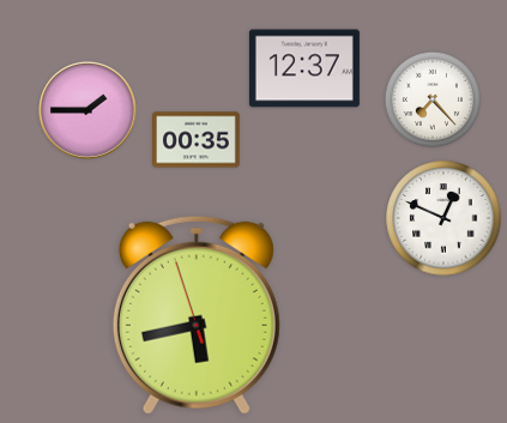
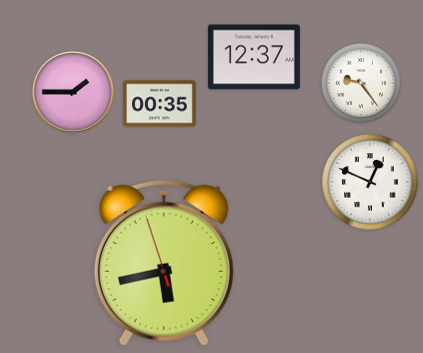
clock at (433, 99): 7:23 -> 9:24
clock at (197, 140) position: (197, 140) -> (160, 104)
